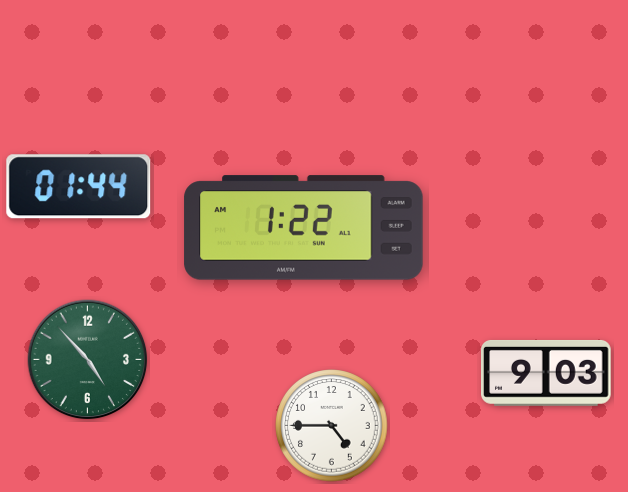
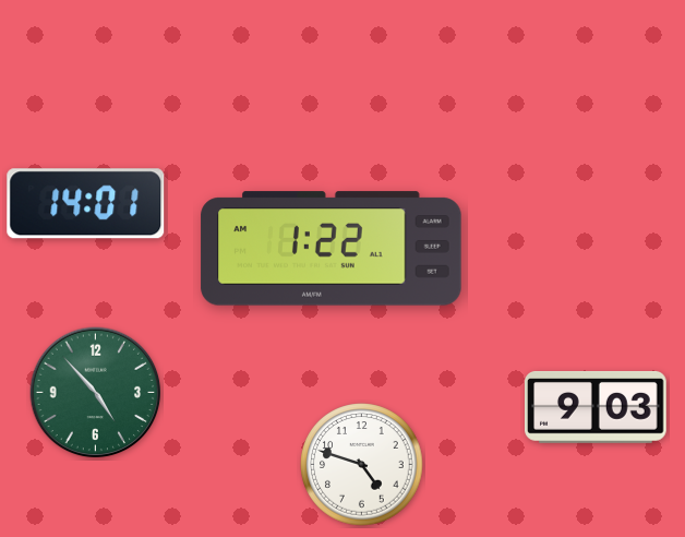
clock at (79, 187): 01:44 -> 14:01
clock at (332, 426): 4:45 -> 4:48
